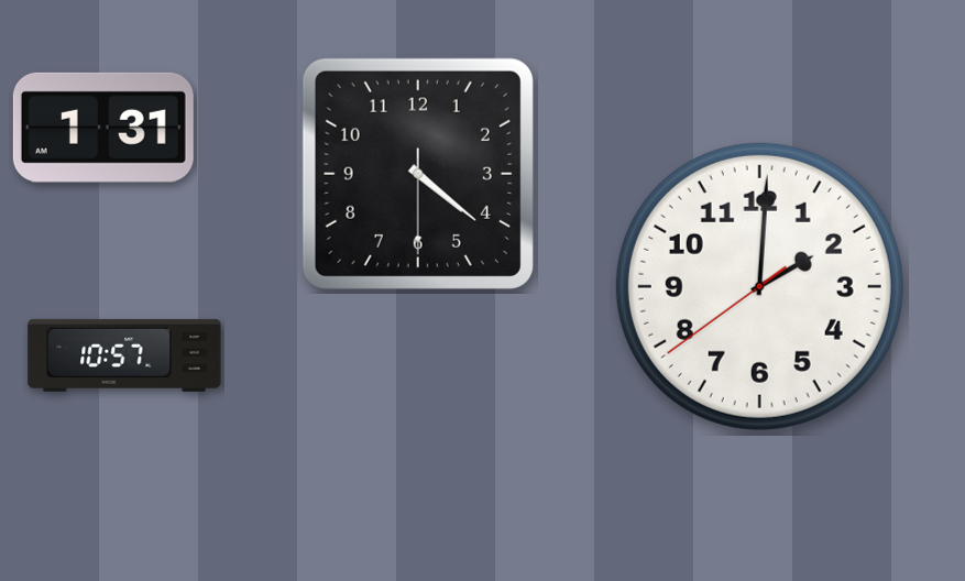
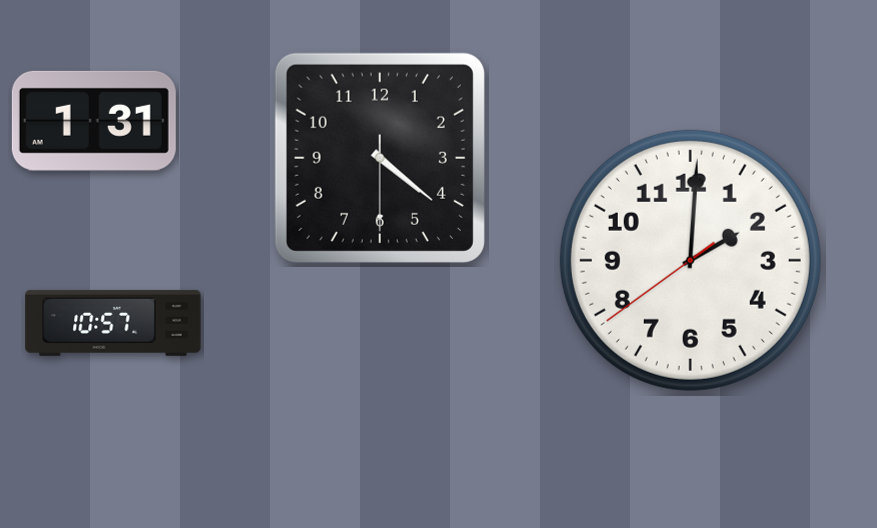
clock at (103, 128) position: (103, 128) -> (94, 121)
